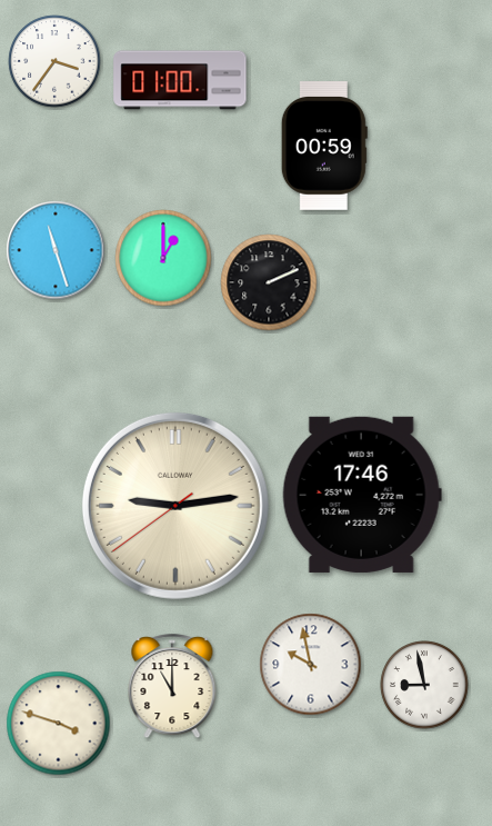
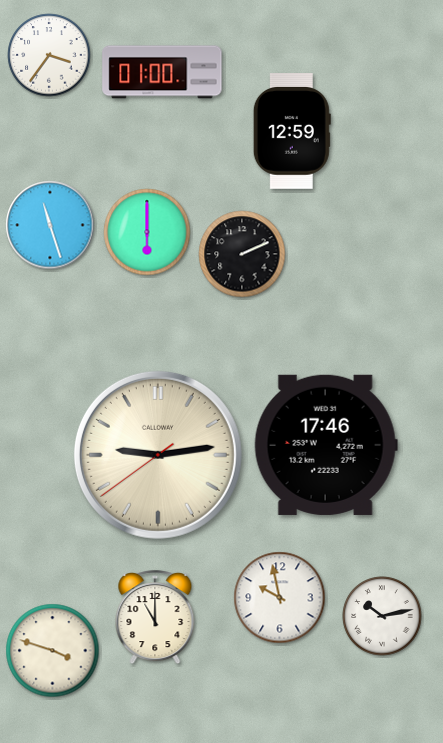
clock at (324, 147): 00:59 -> 12:59
clock at (163, 258): 1:00 -> 6:00
clock at (424, 685): 8:58 -> 10:13
